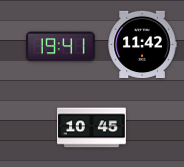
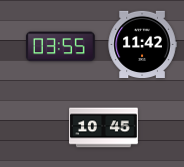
clock at (60, 47): 19:41 -> 03:55
clock at (92, 128) position: (92, 128) -> (104, 128)
